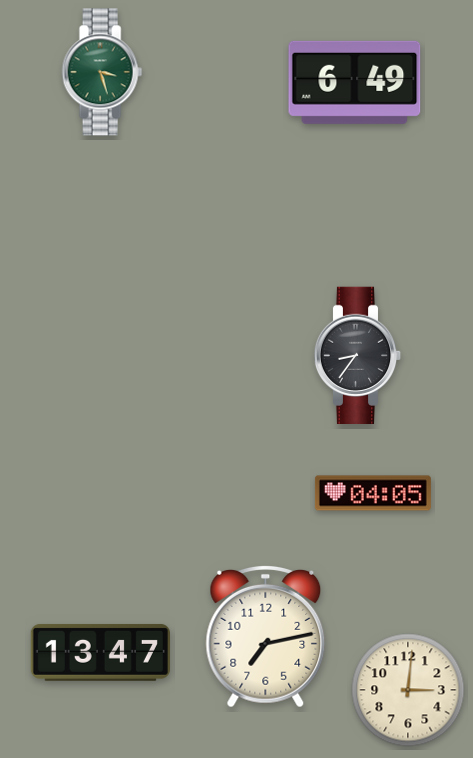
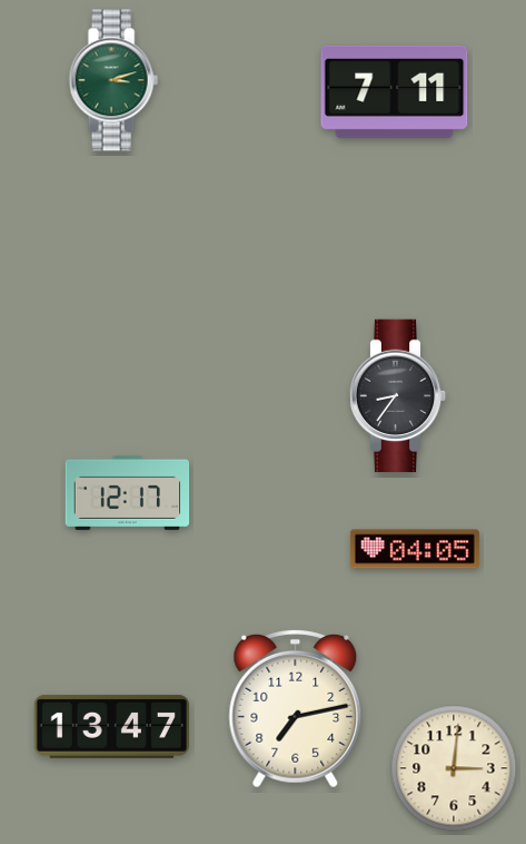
clock at (102, 72): 3:27 -> 3:12
clock at (355, 82): 6:49 -> 7:11
clock at (128, 492): none -> 12:17
